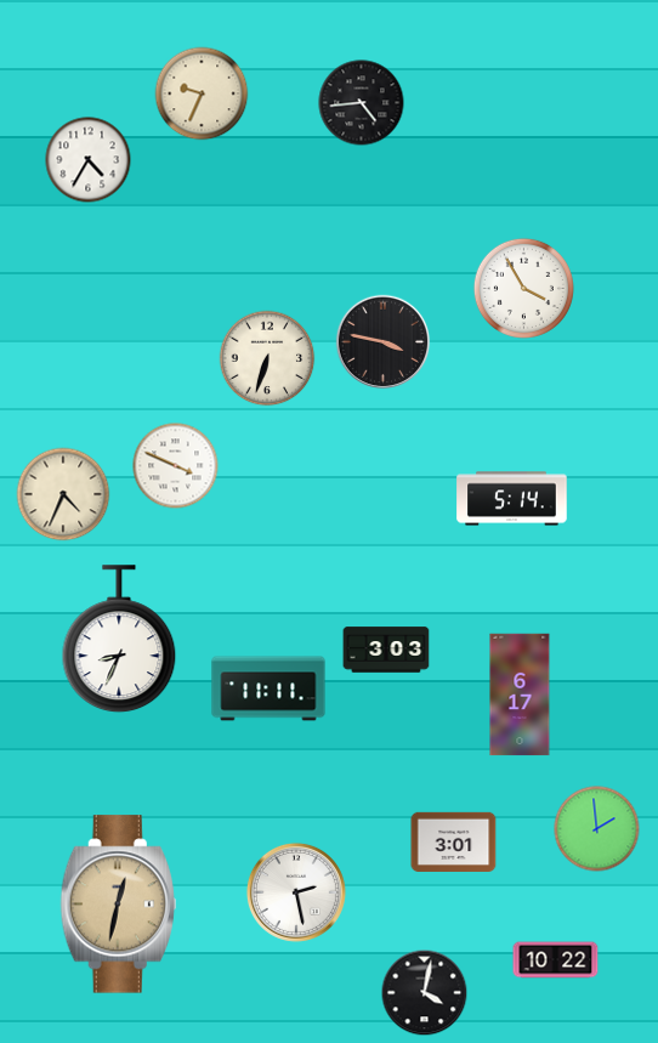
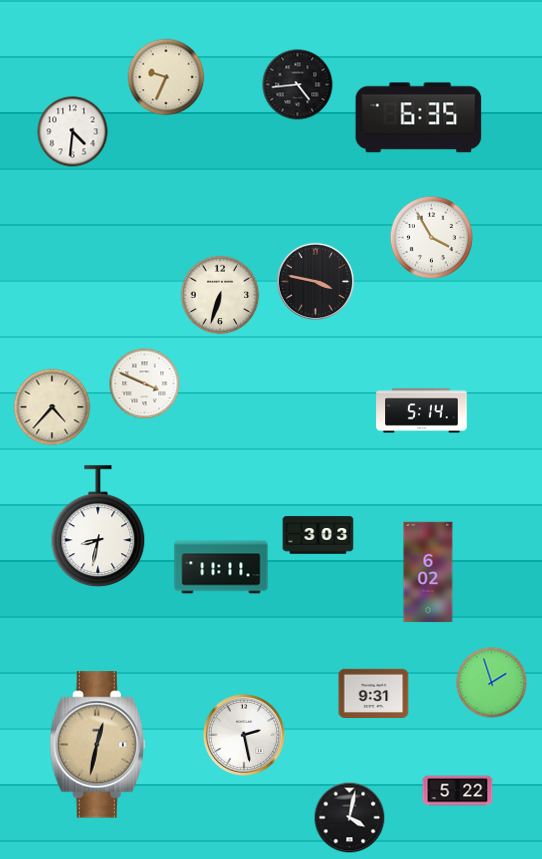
clock at (419, 118): none -> 6:35
clock at (89, 160): 4:35 -> 4:31
clock at (63, 494): 4:34 -> 4:37
clock at (119, 640): 8:34 -> 8:32
clock at (520, 695): 6:17 -> 6:02
clock at (597, 829): 1:59 -> 1:57
clock at (454, 841): 3:01 -> 9:31
clock at (556, 960): 10:22 -> 5:22
